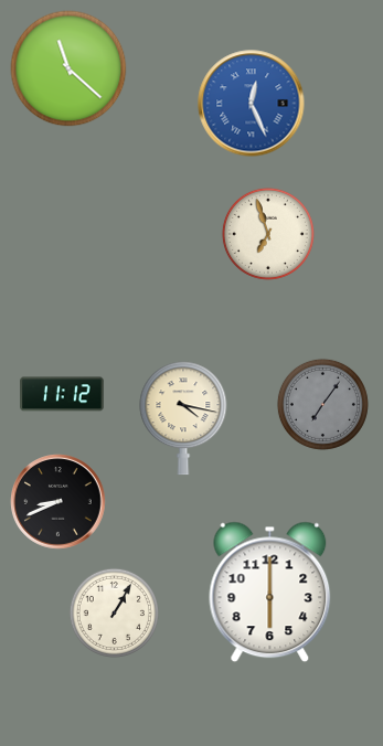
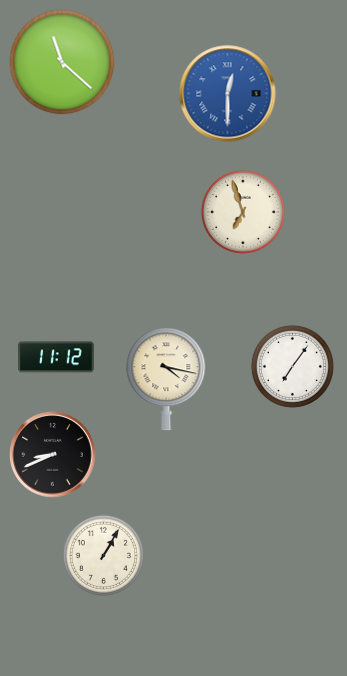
clock at (252, 104): 12:26 -> 12:30
clock at (322, 404) dial: grey -> white
clock at (270, 593): 6:00 -> none
